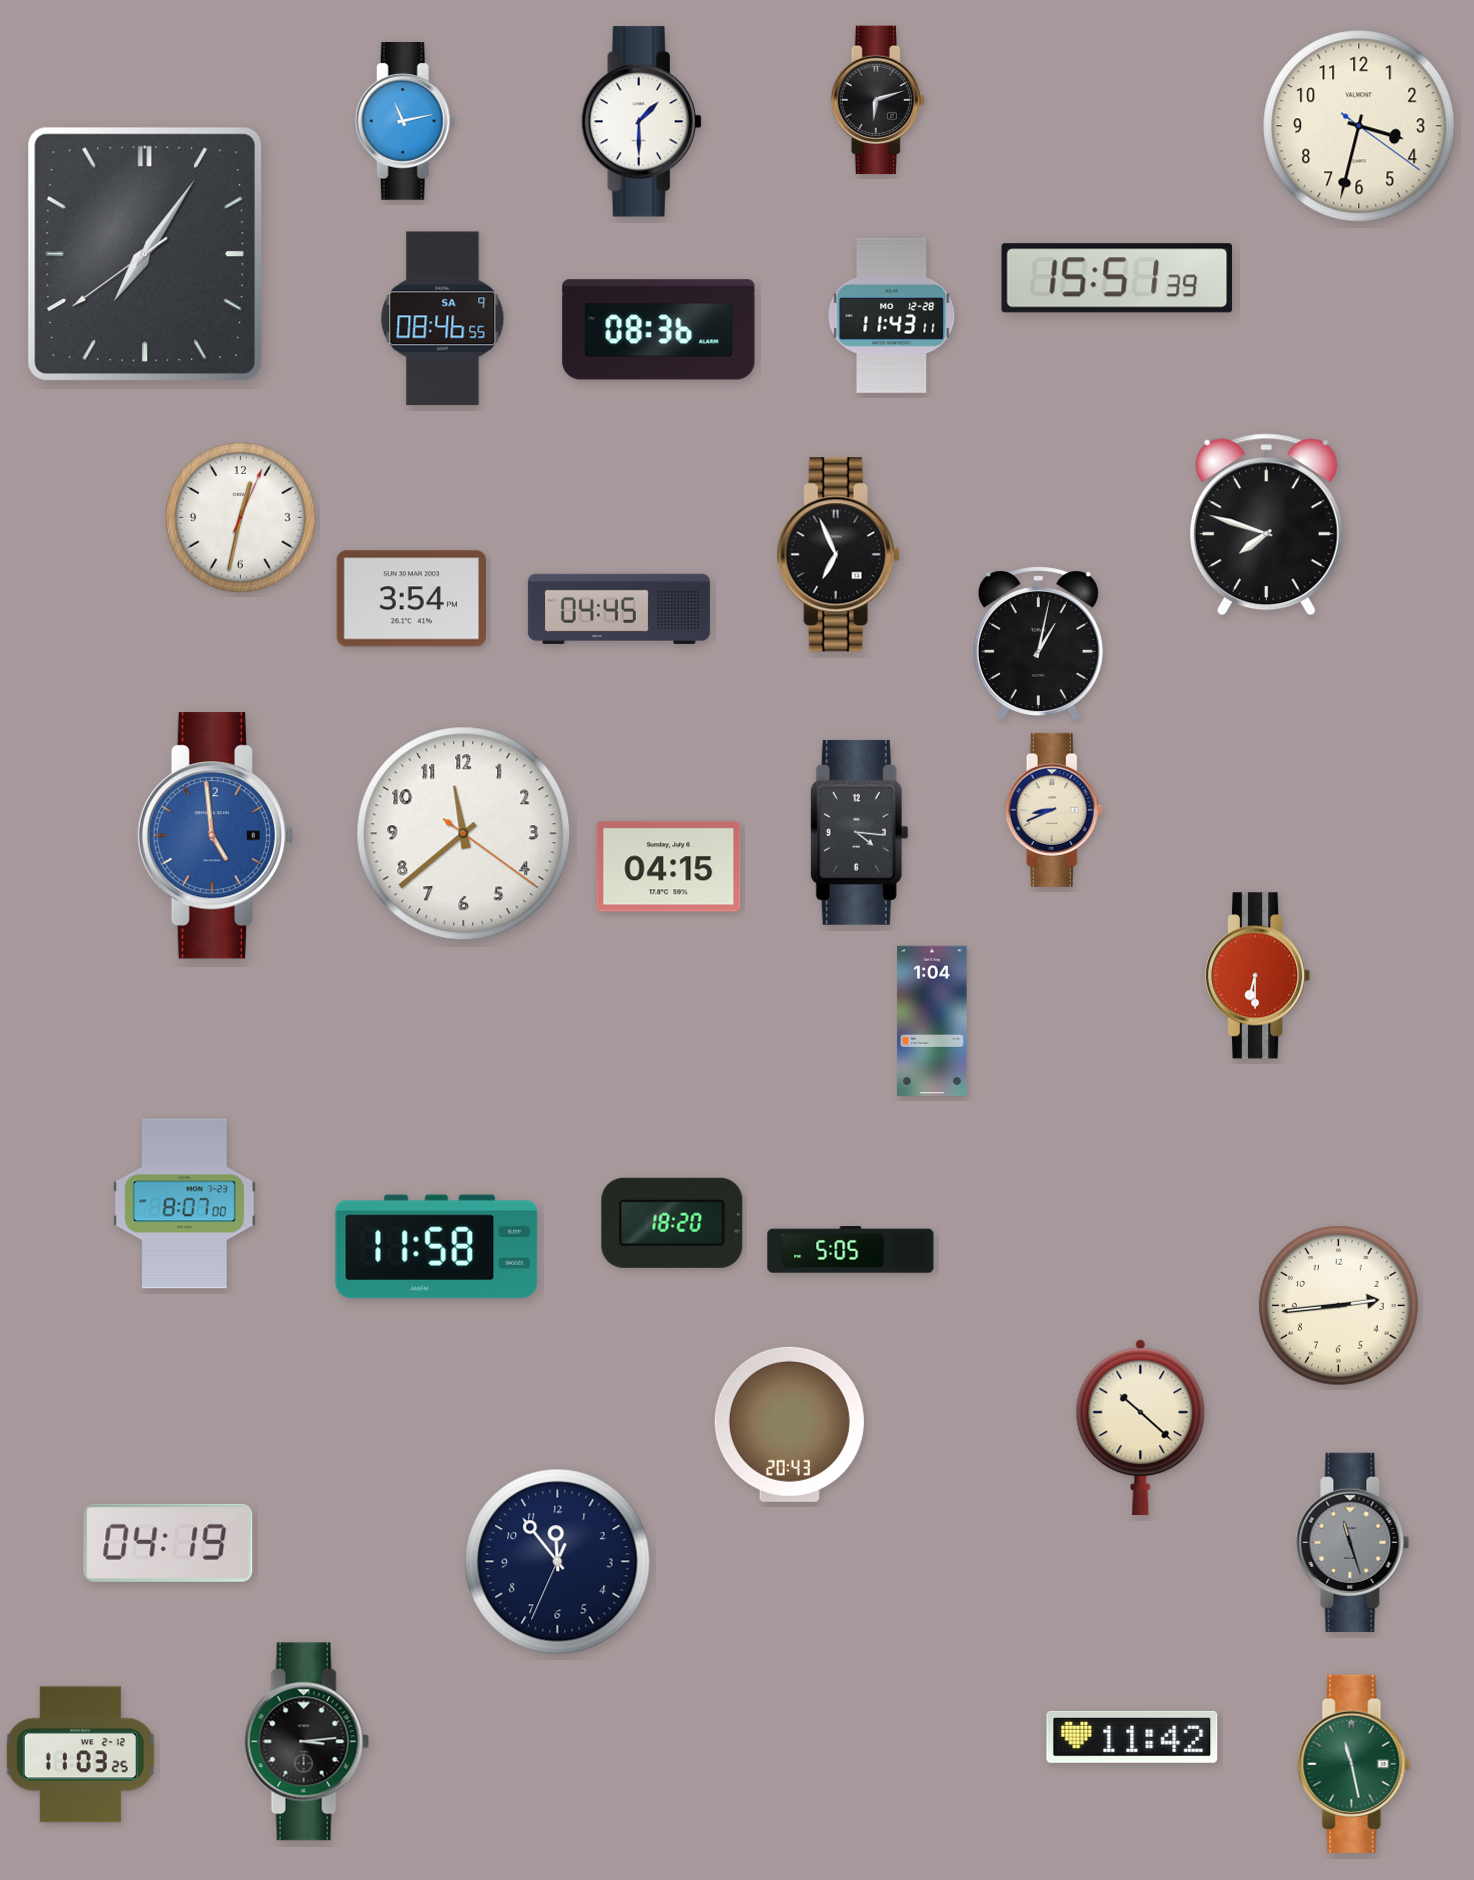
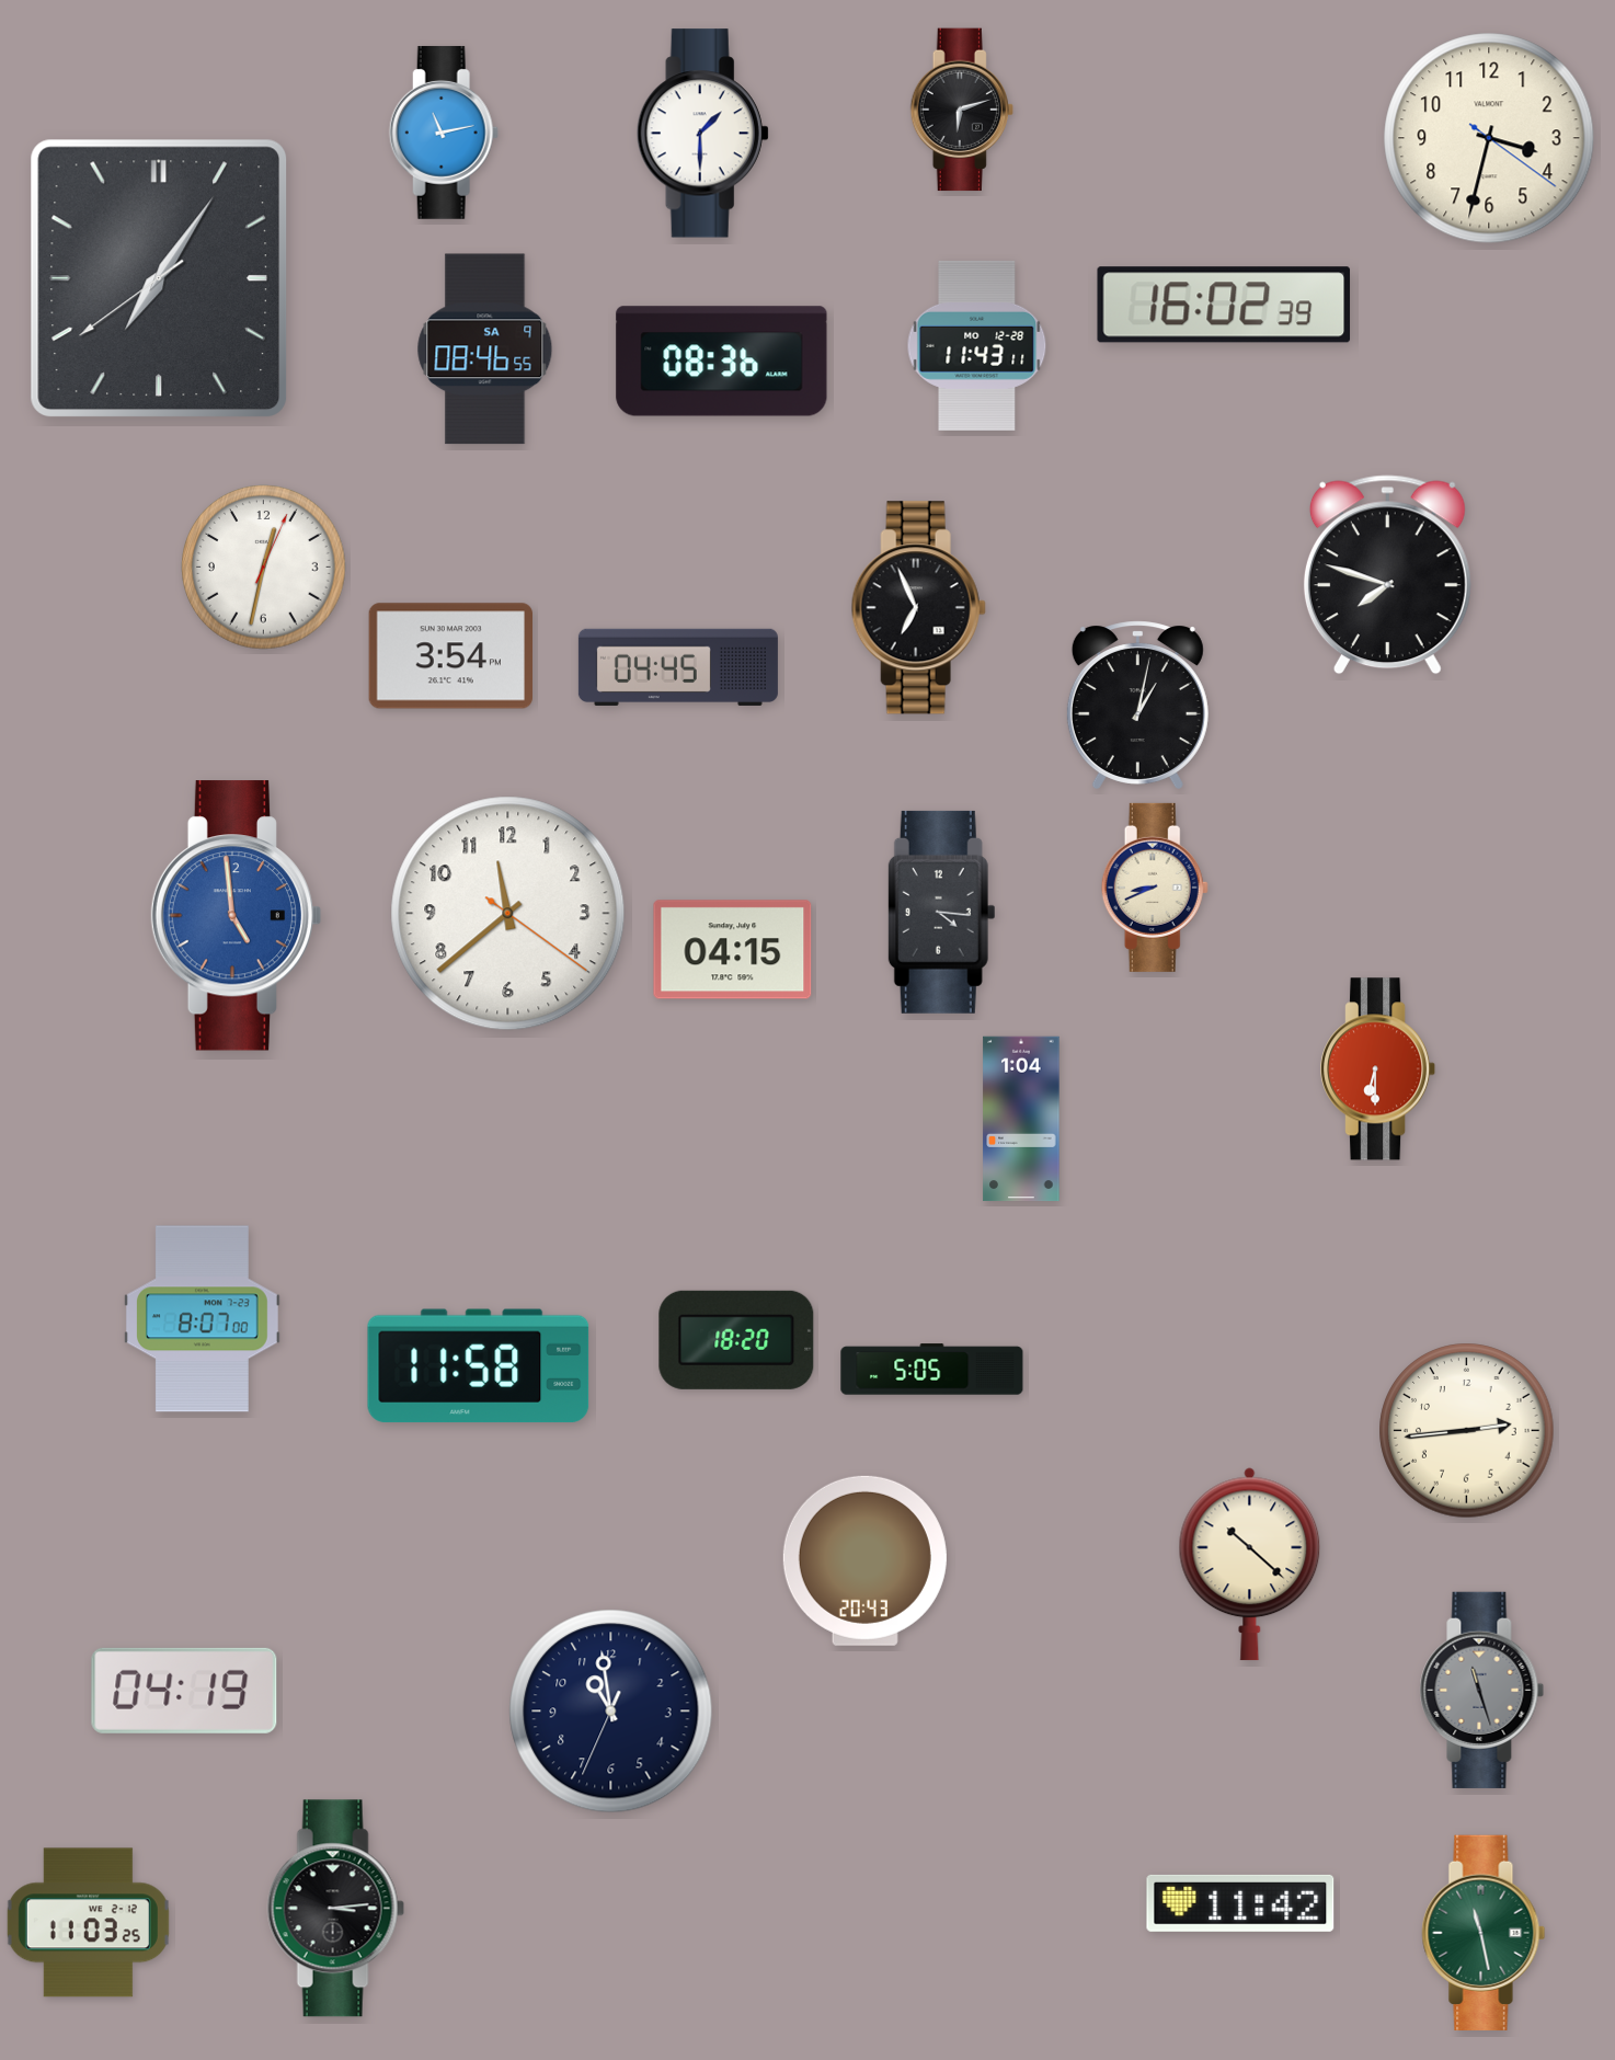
clock at (1117, 278): 15:51 -> 16:02
clock at (558, 1562): 11:53 -> 10:58
